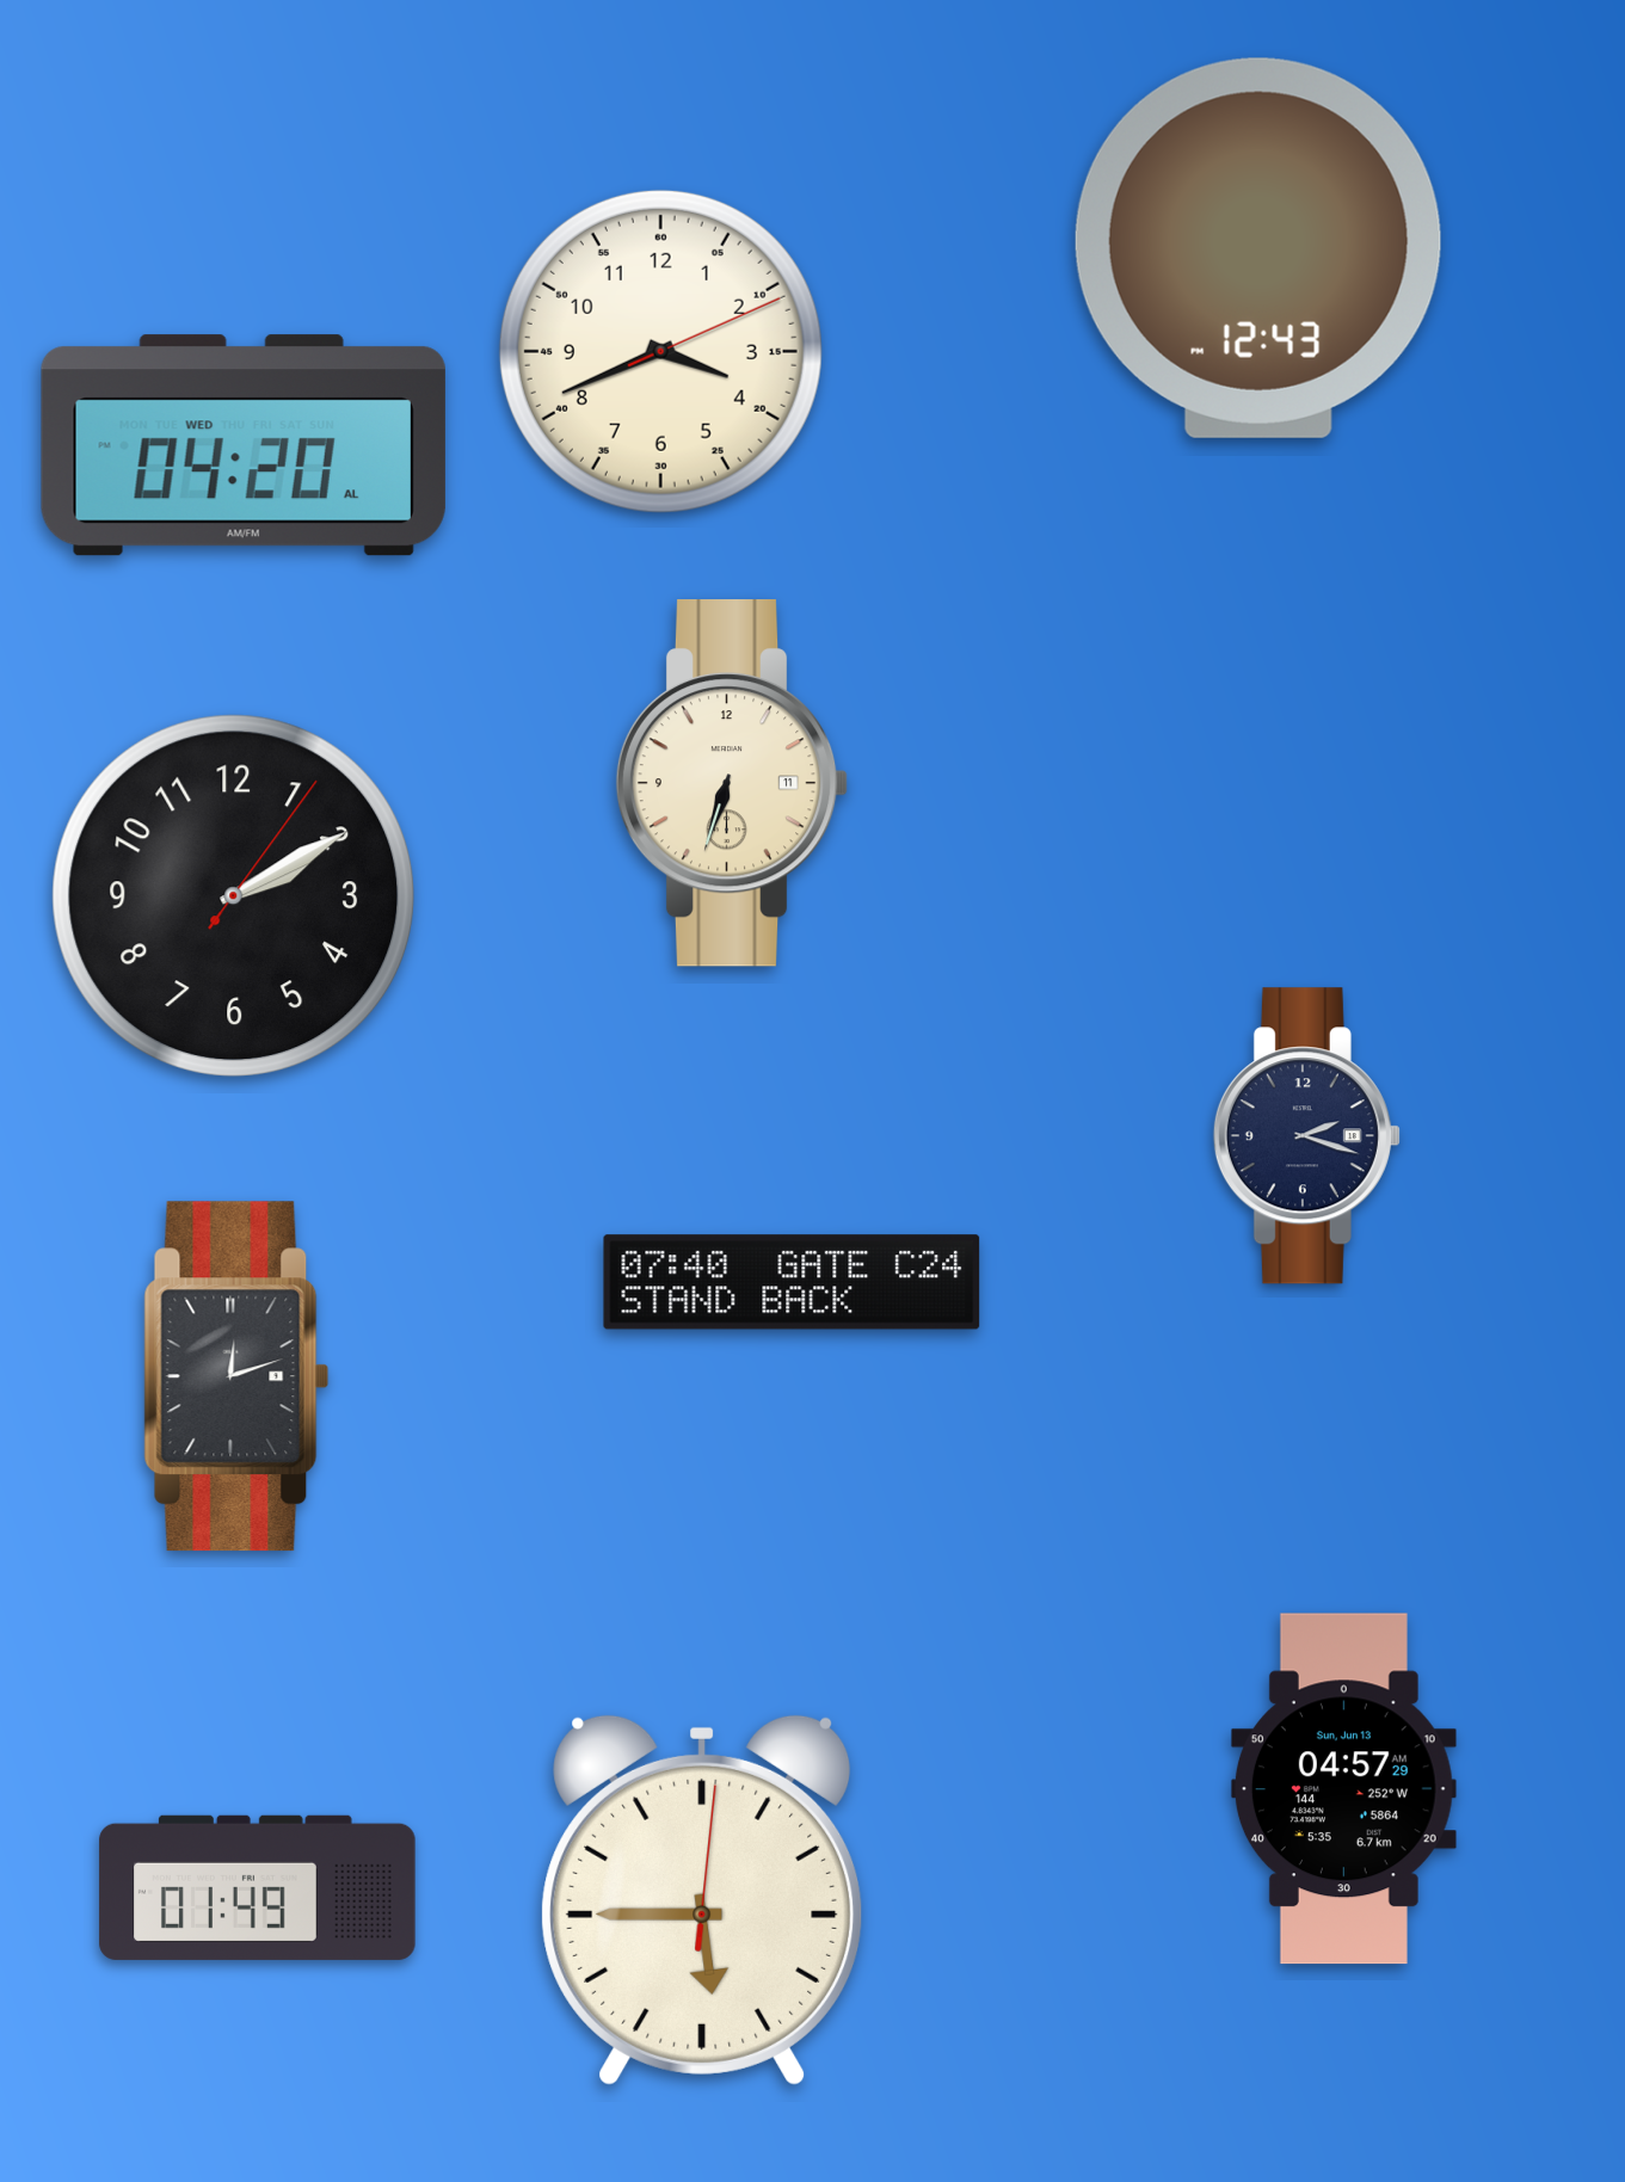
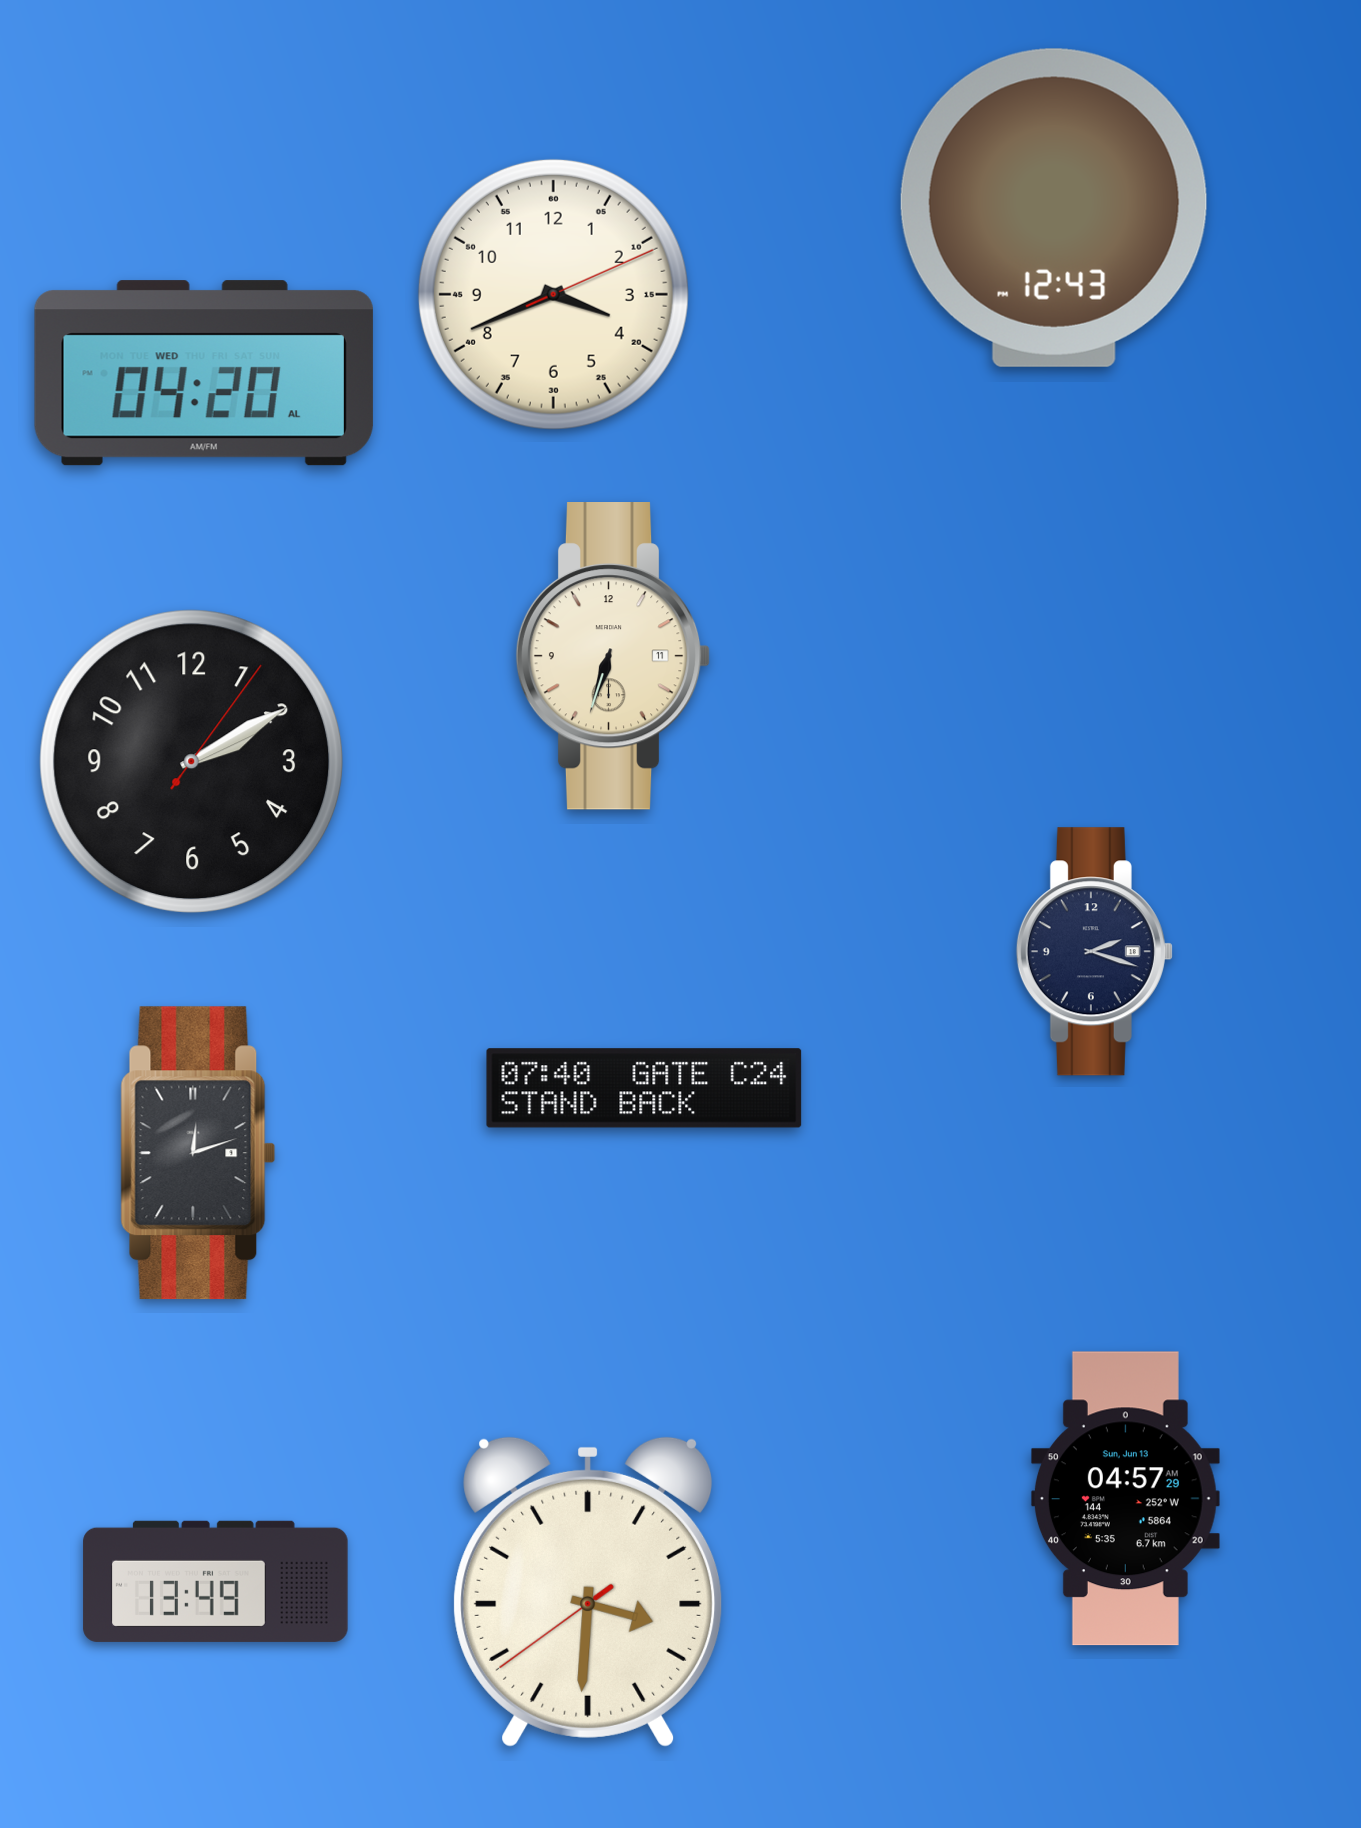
clock at (234, 896) position: (234, 896) -> (192, 762)
clock at (792, 1282) position: (792, 1282) -> (644, 1088)
clock at (258, 1887): 01:49 -> 13:49
clock at (702, 1900): 5:45 -> 3:30
